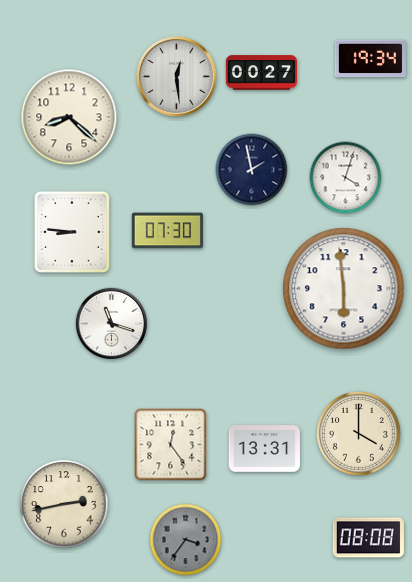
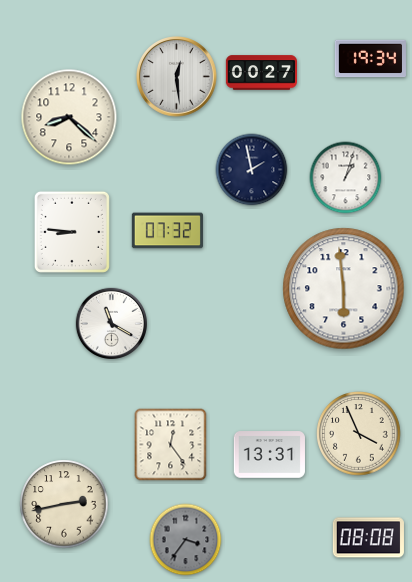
clock at (346, 178): 4:03 -> 1:03
clock at (167, 231): 07:30 -> 07:32
clock at (111, 323): 11:18 -> 11:20
clock at (359, 434): 4:00 -> 3:56
clock at (264, 449) position: (264, 449) -> (269, 455)
